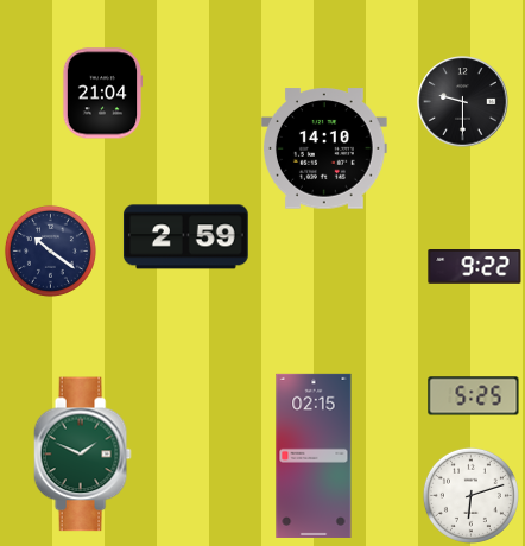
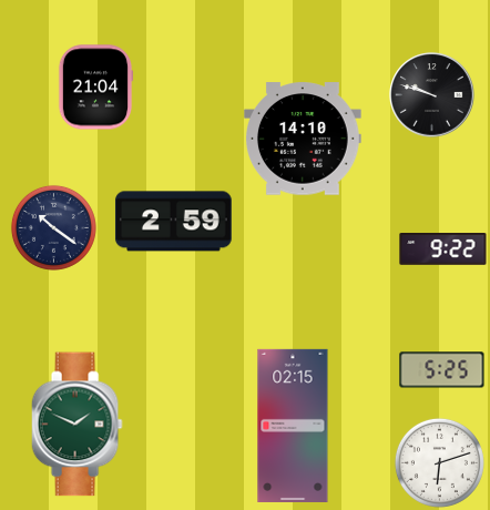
clock at (463, 102): 9:30 -> 9:48
clock at (50, 250) position: (50, 250) -> (53, 227)
